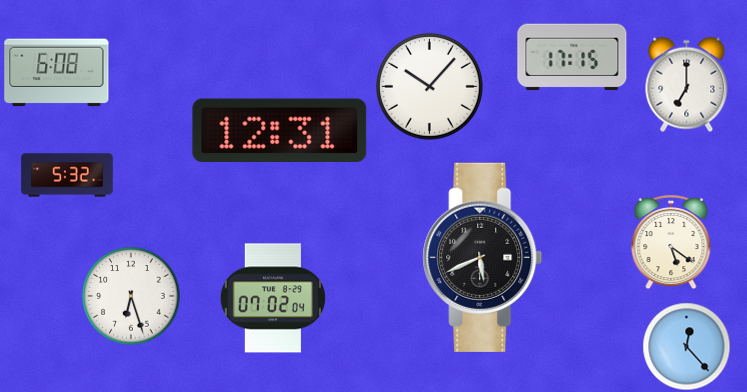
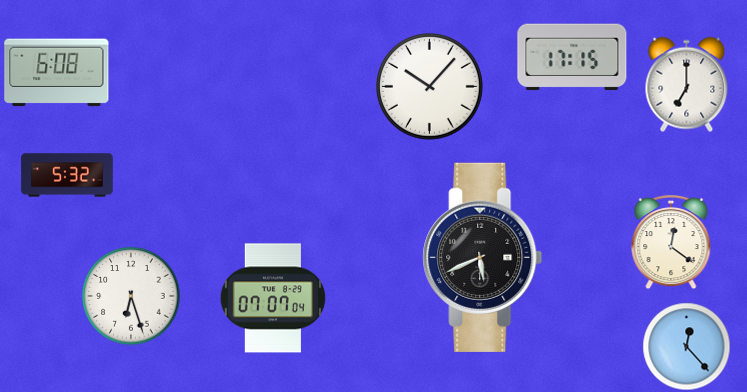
clock at (280, 131): 12:31 -> none
clock at (671, 242): 5:21 -> 12:21
clock at (273, 298): 07:02 -> 07:07
